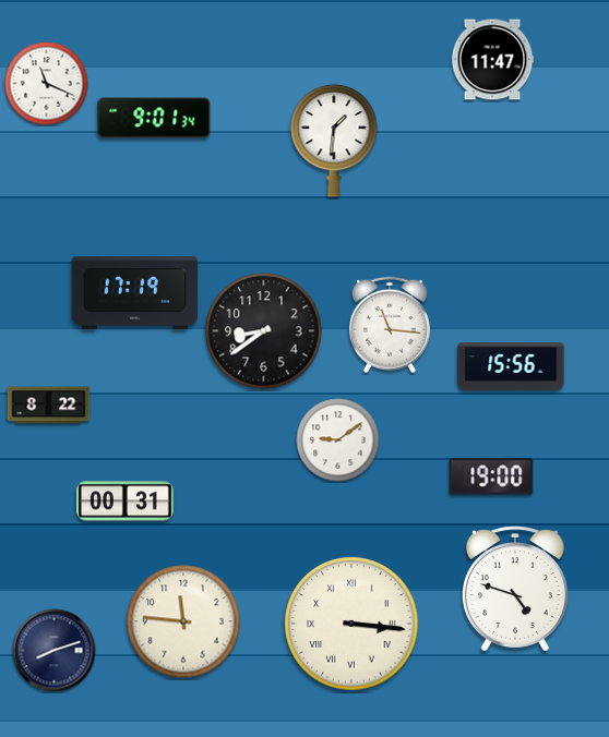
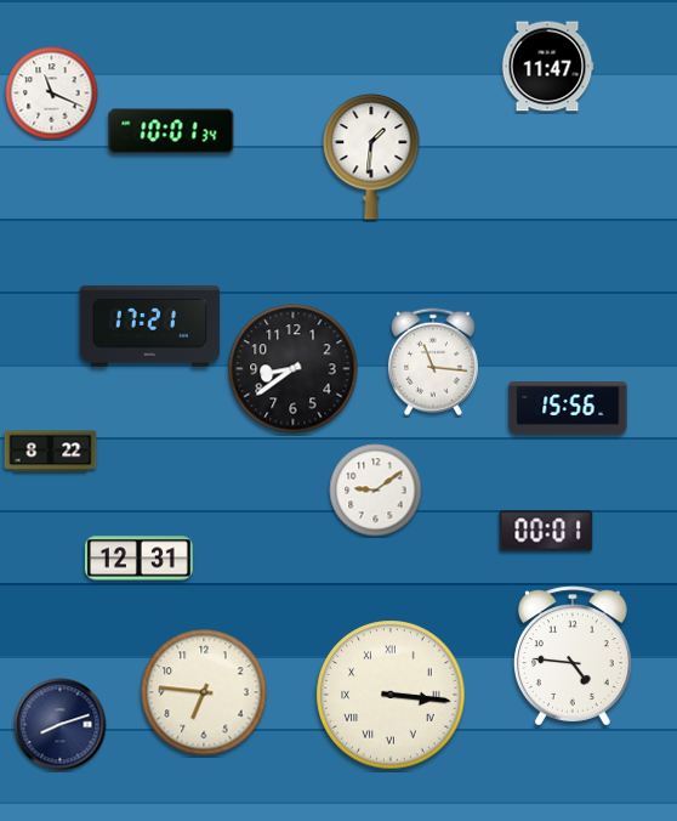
clock at (154, 118): 9:01 -> 10:01
clock at (135, 293): 17:19 -> 17:21
clock at (49, 406) position: (49, 406) -> (51, 452)
clock at (491, 476): 19:00 -> 00:01
clock at (124, 502): 00:31 -> 12:31
clock at (515, 589): 4:48 -> 4:46
clock at (183, 621): 11:46 -> 6:46
